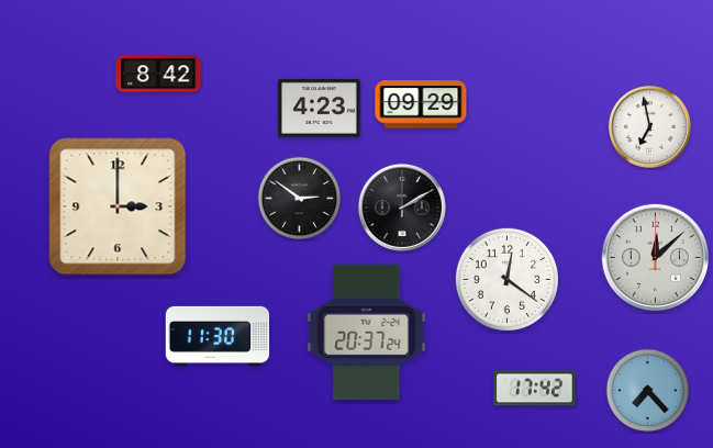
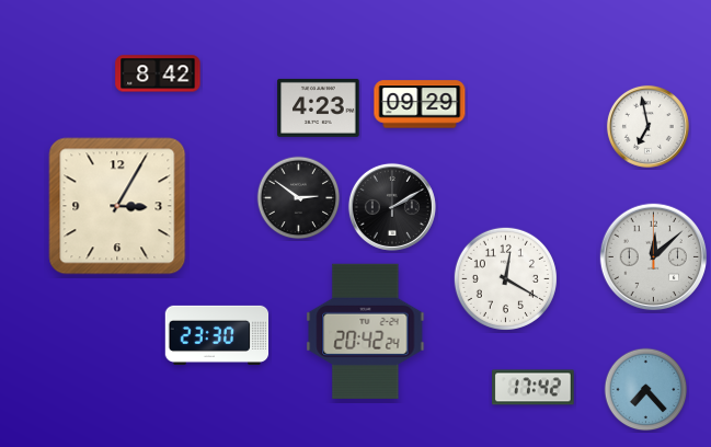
clock at (118, 206): 3:00 -> 3:05
clock at (402, 208) position: (402, 208) -> (392, 207)
clock at (506, 279): 12:21 -> 12:20
clock at (367, 332): 20:37 -> 20:42
clock at (218, 336): 11:30 -> 23:30
